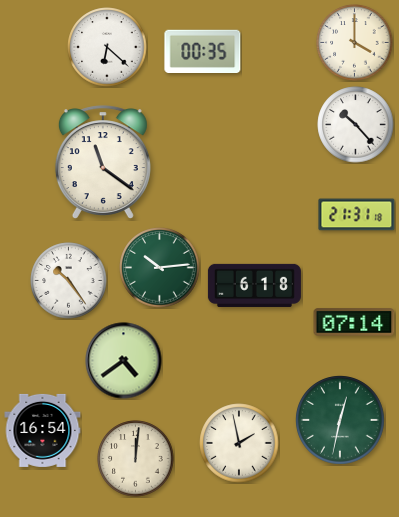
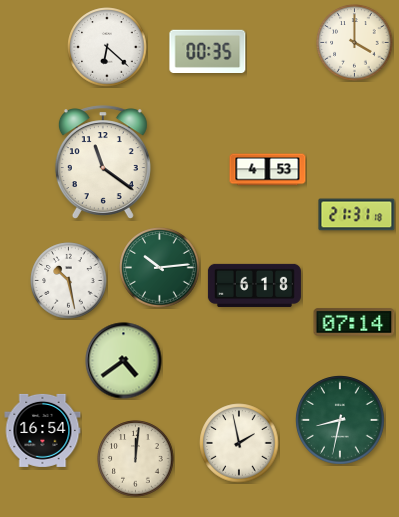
clock at (203, 51) position: (203, 51) -> (208, 51)
clock at (356, 125): 10:23 -> none
clock at (268, 170): none -> 4:53
clock at (69, 281): 10:24 -> 10:28
clock at (340, 420): 12:32 -> 8:32
